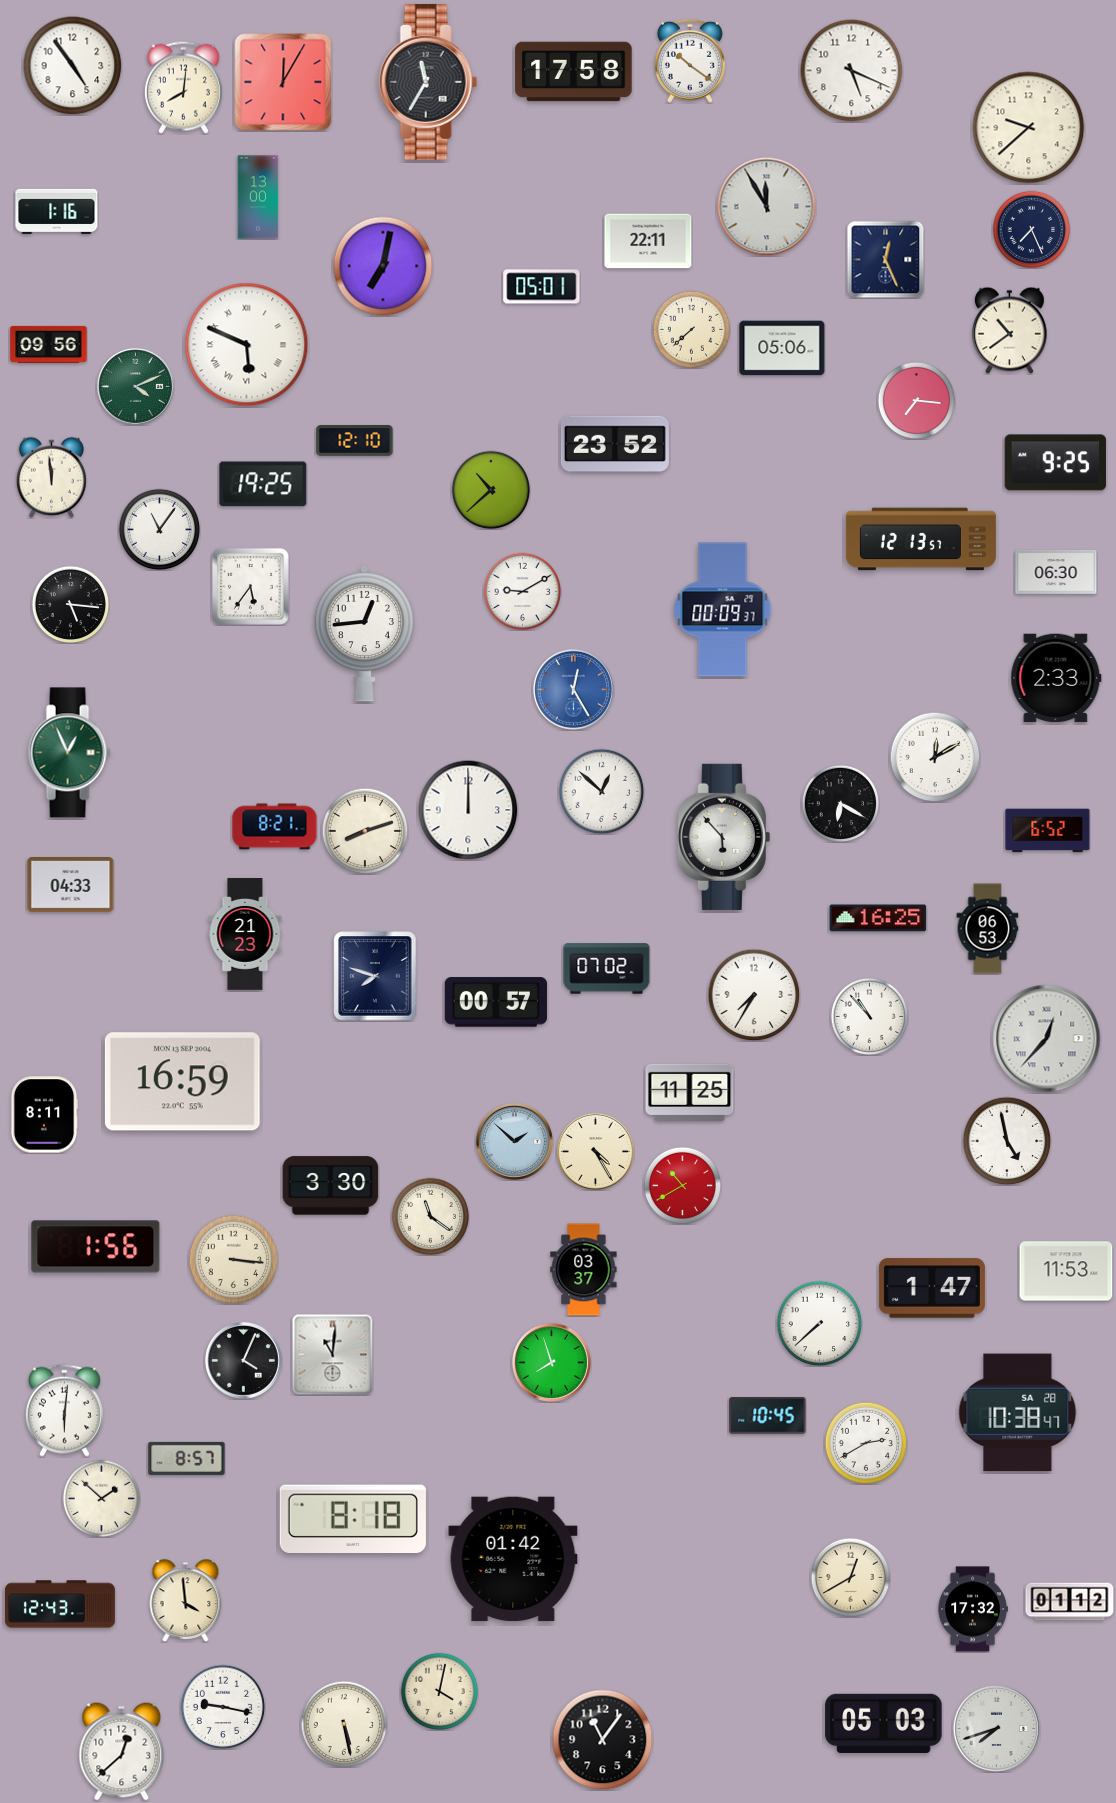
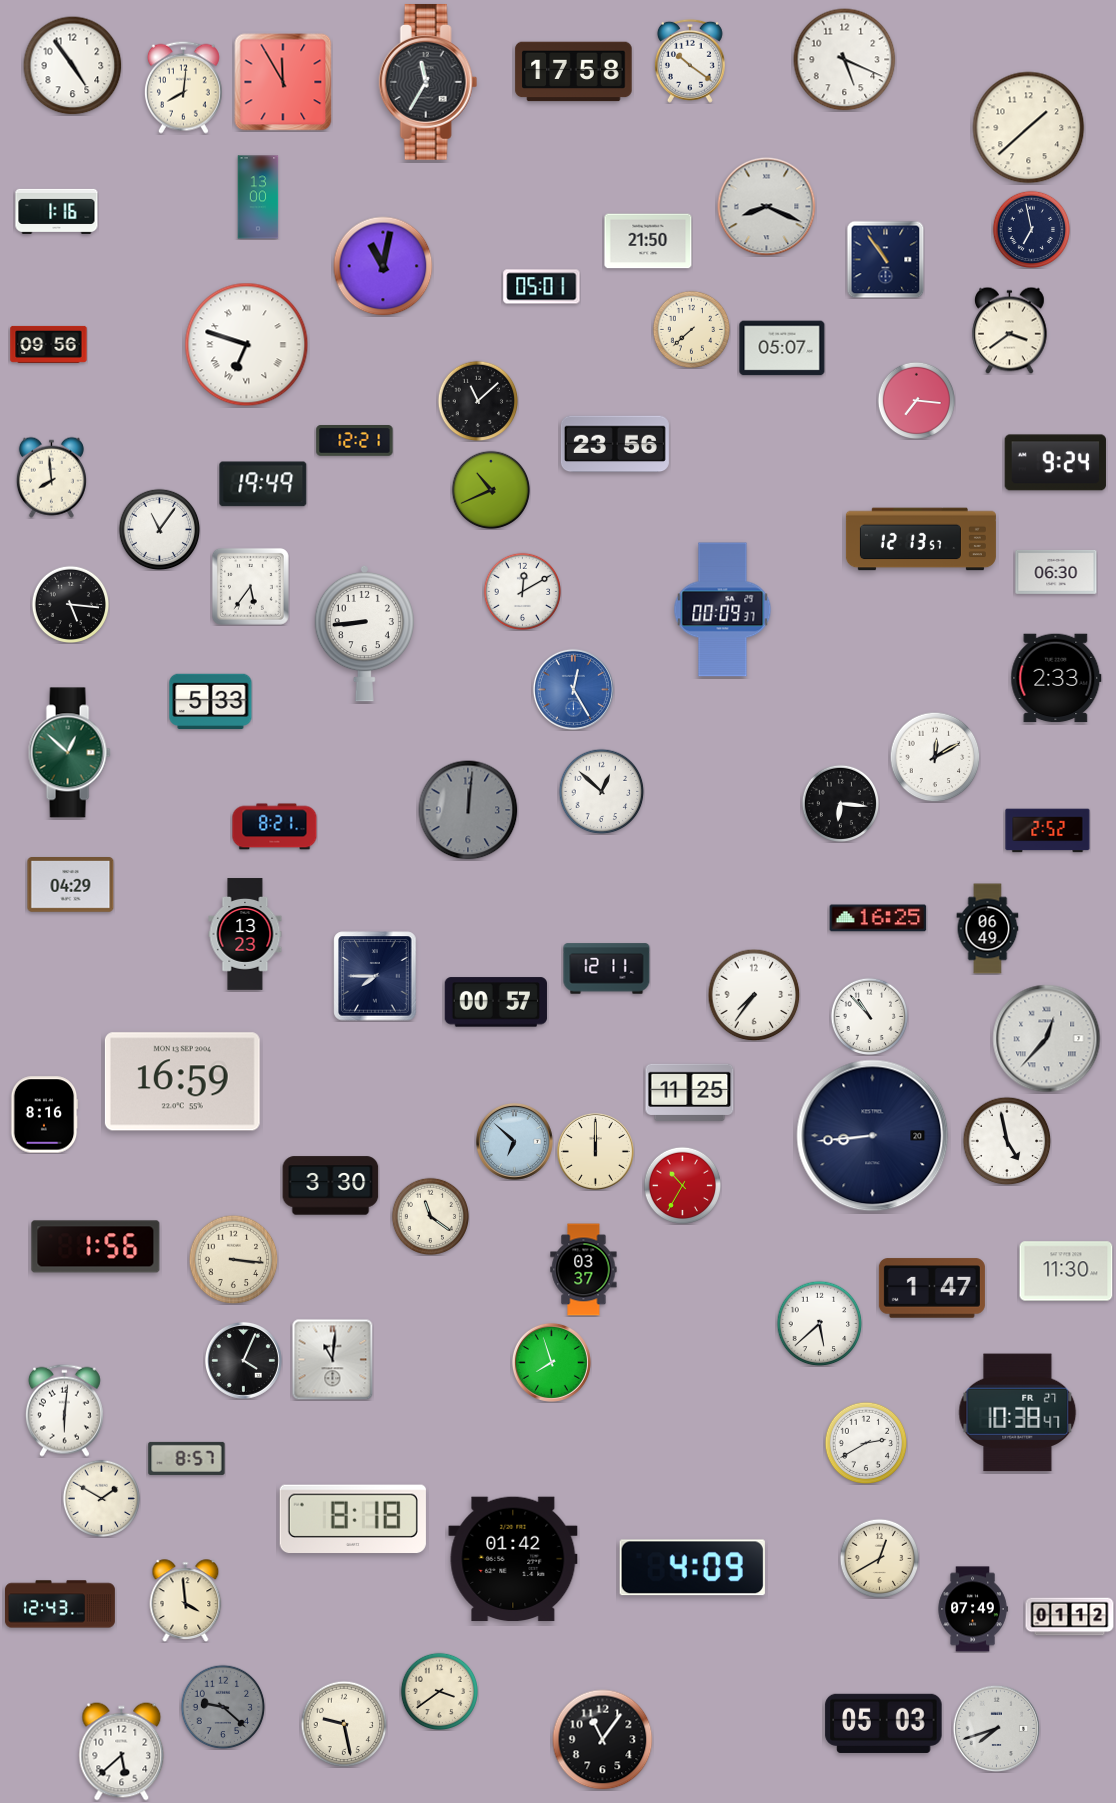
clock at (852, 71) position: (852, 71) -> (845, 60)
clock at (283, 82): 12:05 -> 11:55
clock at (1029, 128): 9:38 -> 1:38
clock at (767, 207): 11:55 -> 8:19
clock at (1031, 229): 7:26 -> 6:58
clock at (648, 241): 22:11 -> 21:50
clock at (885, 259): 12:26 -> 10:54
clock at (383, 266): 7:02 -> 11:02
clock at (1010, 330): 10:39 -> 3:39
clock at (247, 345): 5:49 -> 6:48
clock at (782, 348): 05:06 -> 05:07
clock at (135, 386): 4:11 -> none
clock at (478, 401): none -> 11:08
clock at (355, 441): 12:10 -> 12:21
clock at (615, 444): 23:52 -> 23:56
clock at (1055, 463): 9:25 -> 9:24
clock at (51, 477): 11:59 -> 7:59
clock at (263, 484): 19:25 -> 19:49
clock at (491, 490): 10:38 -> 10:41
clock at (522, 591): 9:10 -> 12:10
clock at (364, 633): 12:44 -> 8:44
clock at (211, 701): none -> 5:33
clock at (69, 753): 12:56 -> 12:52
clock at (840, 803): 6:20 -> 6:16
clock at (468, 810): 12:00 -> 12:01
clock at (468, 810) dial: white -> grey
clock at (365, 831): 8:12 -> none
clock at (1048, 831): 6:52 -> 2:52
clock at (724, 837): 5:53 -> none
clock at (71, 885): 04:33 -> 04:29
clock at (988, 929): 06:53 -> 06:49
clock at (245, 934): 21:23 -> 13:23
clock at (607, 969): 07:02 -> 12:11
clock at (375, 976): 7:48 -> 7:45
clock at (754, 995): 7:35 -> 7:36
clock at (44, 1115): 8:11 -> 8:16
clock at (873, 1136): none -> 8:44
clock at (514, 1141): 1:52 -> 6:52
clock at (595, 1151): 4:25 -> 12:00
clock at (682, 1185): 10:40 -> 10:35
clock at (1066, 1271): 11:53 -> 11:30
clock at (819, 1323): 7:38 -> 5:38
clock at (332, 1354) position: (332, 1354) -> (332, 1359)
clock at (1018, 1413) date: SA 28 -> FR 27
clock at (768, 1416): 10:45 -> none
clock at (101, 1498): 1:52 -> 1:50
clock at (692, 1568): none -> 4:09
clock at (850, 1577) position: (850, 1577) -> (879, 1558)
clock at (1070, 1602) position: (1070, 1602) -> (1070, 1617)
clock at (973, 1609): 17:32 -> 07:49
clock at (439, 1691): 4:02 -> 3:39
clock at (223, 1707): 9:17 -> 9:22
clock at (223, 1707) dial: white -> grey
clock at (344, 1724): 5:28 -> 9:28
clock at (122, 1752): 12:38 -> 5:38
